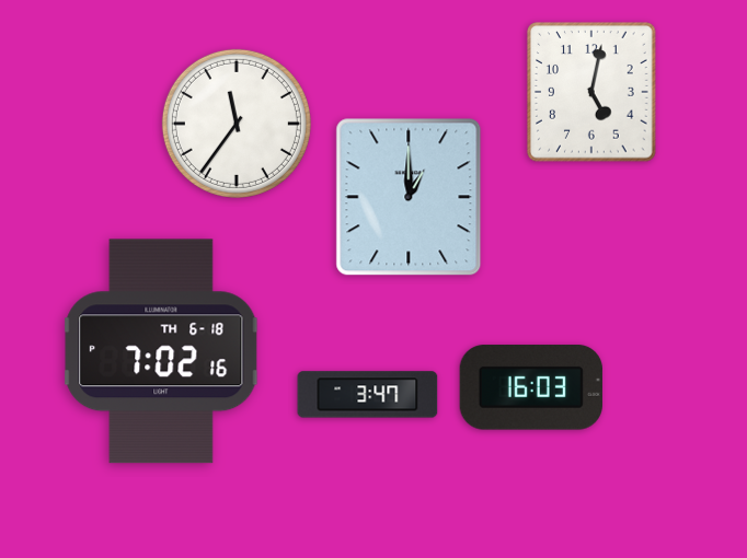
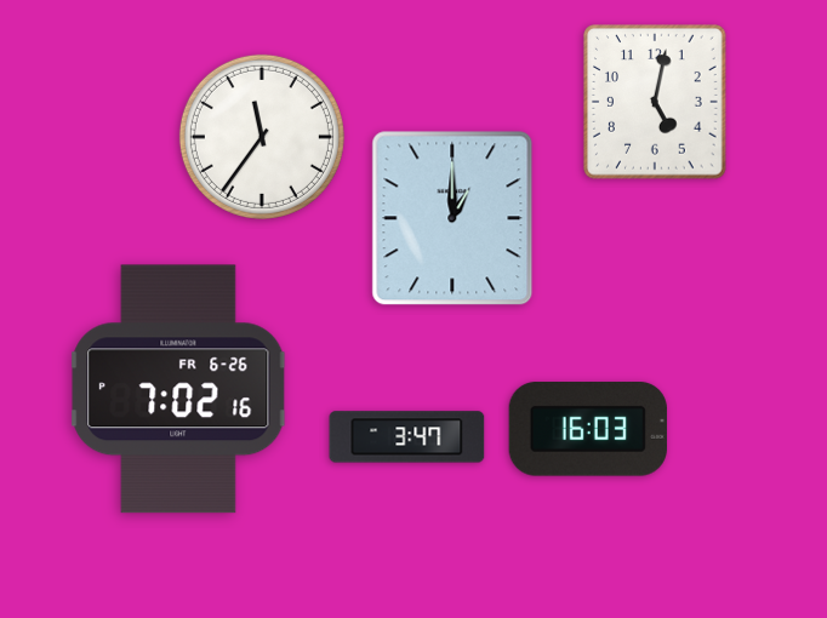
clock at (161, 351) date: TH 6-18 -> FR 6-26
